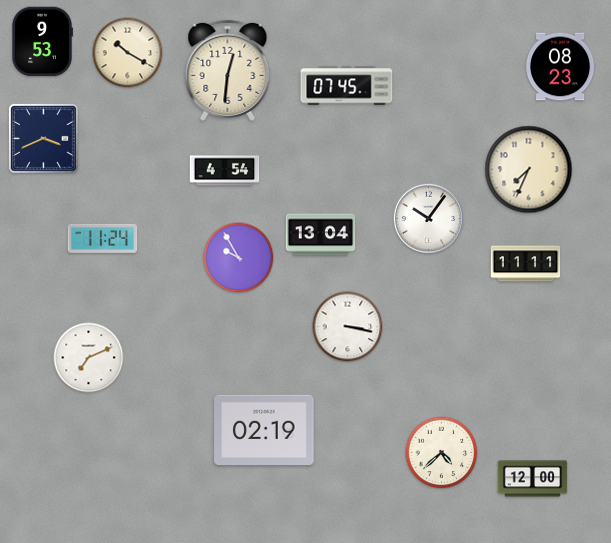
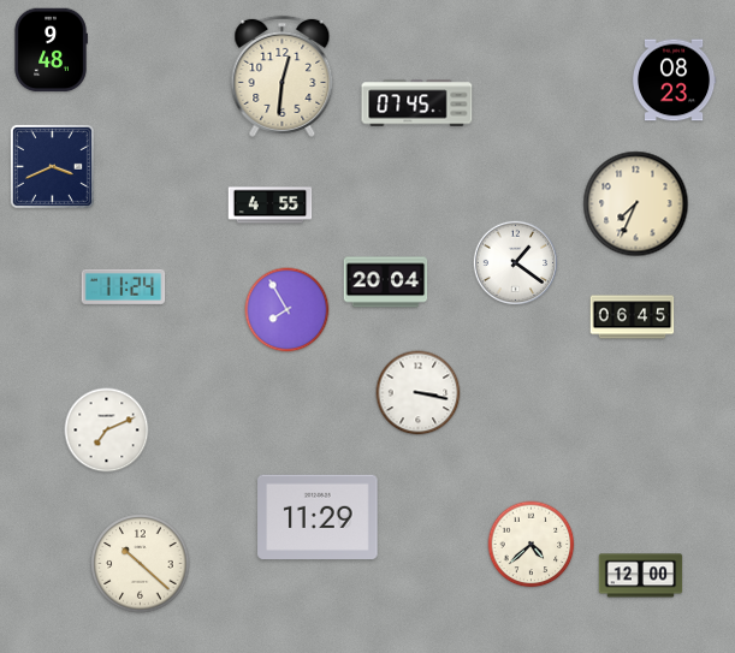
clock at (42, 42): 9:53 -> 9:48
clock at (128, 53): 10:20 -> none
clock at (228, 70) position: (228, 70) -> (283, 76)
clock at (225, 171): 4:54 -> 4:55
clock at (429, 219): 10:06 -> 1:21
clock at (321, 235): 13:04 -> 20:04
clock at (239, 258): 9:55 -> 7:55
clock at (526, 264): 11:11 -> 06:45
clock at (264, 430): 02:19 -> 11:29
clock at (141, 564): none -> 10:22
